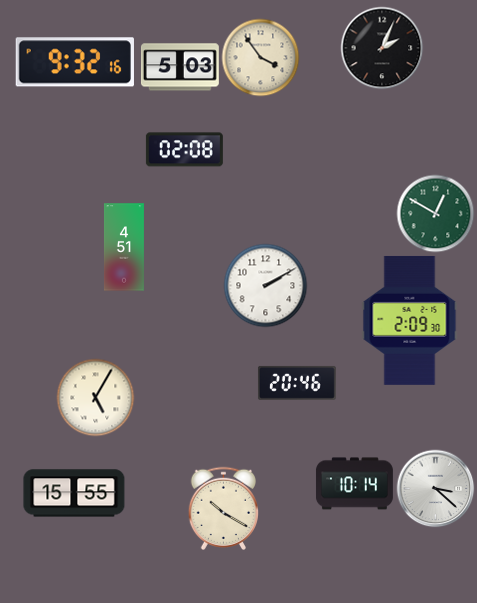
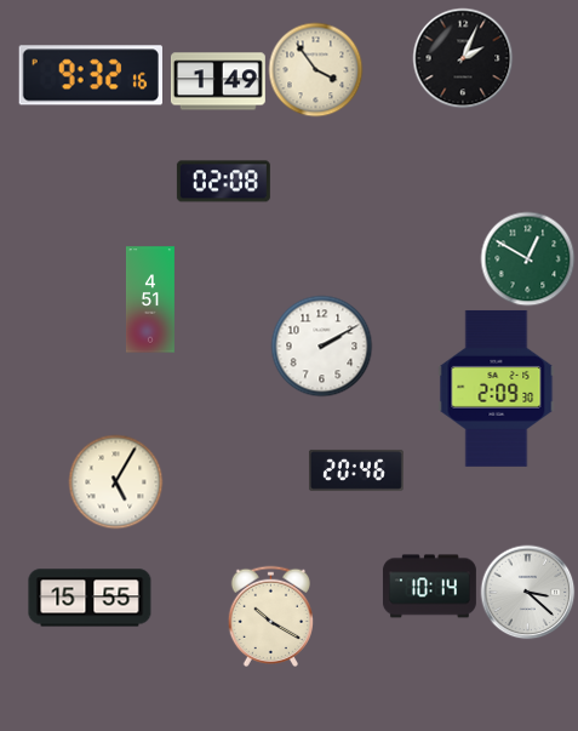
clock at (180, 67): 5:03 -> 1:49
clock at (297, 383) position: (297, 383) -> (356, 470)
